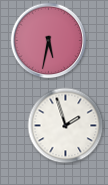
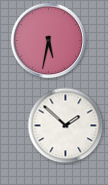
clock at (66, 126): 1:57 -> 1:52
